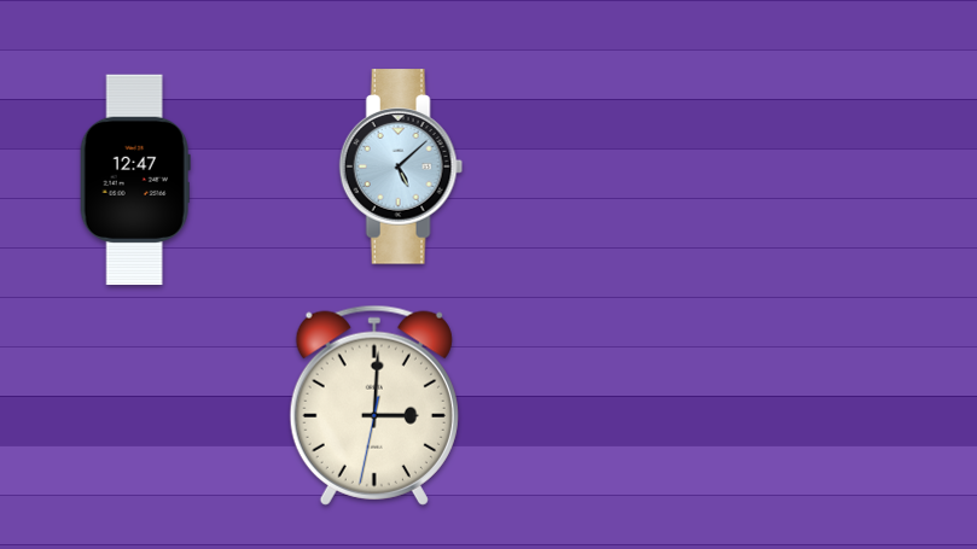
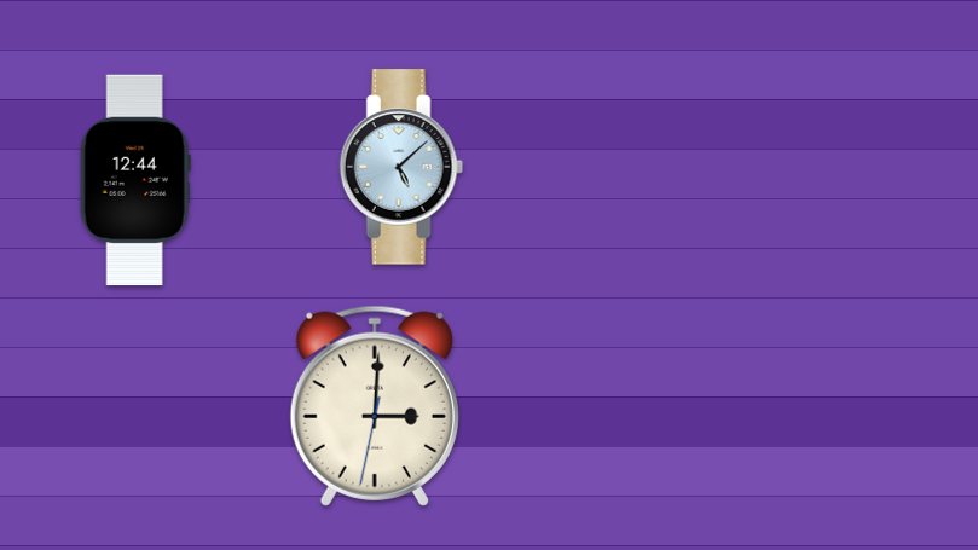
clock at (135, 180): 12:47 -> 12:44
